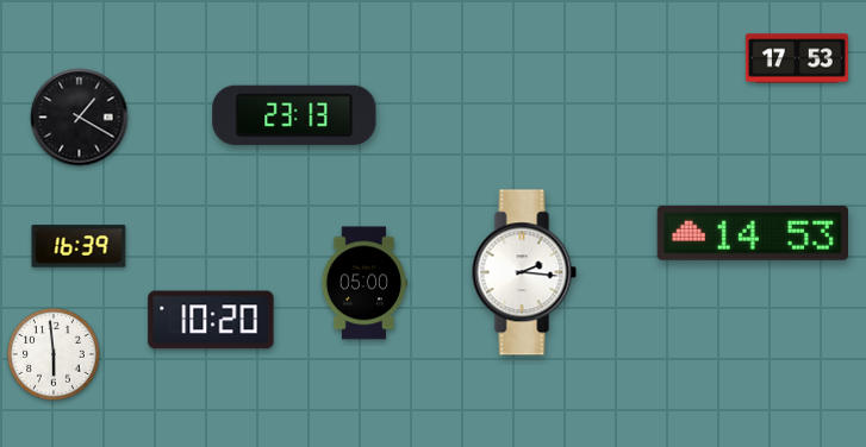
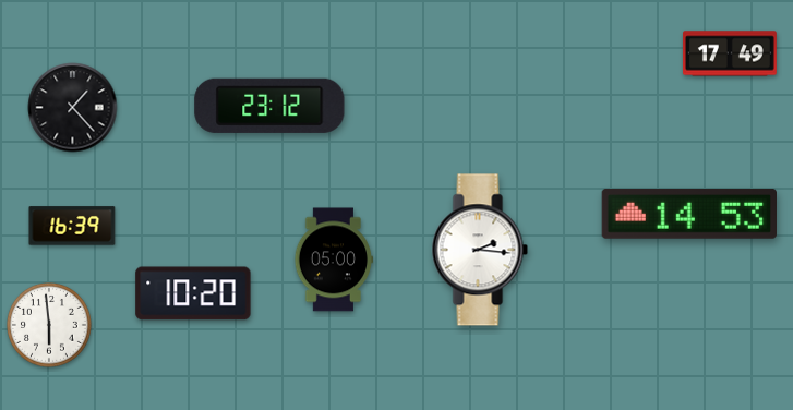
clock at (797, 58): 17:53 -> 17:49
clock at (294, 115): 23:13 -> 23:12
clock at (80, 118): 1:20 -> 1:23
